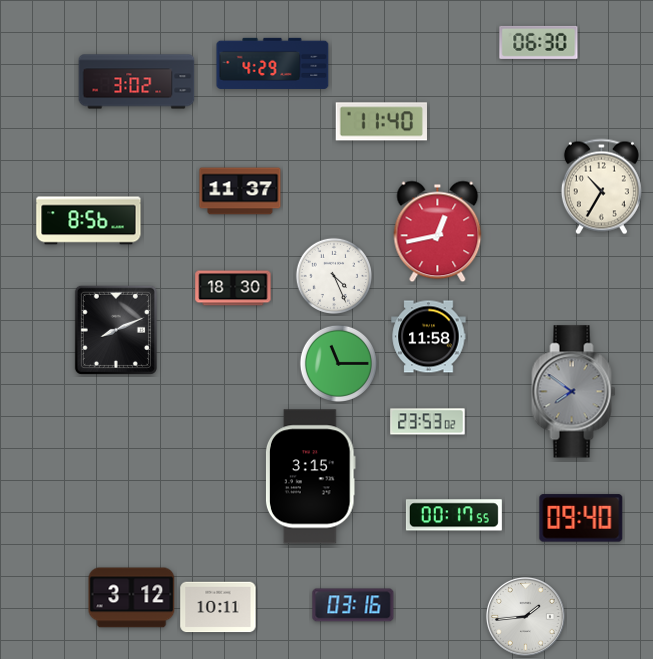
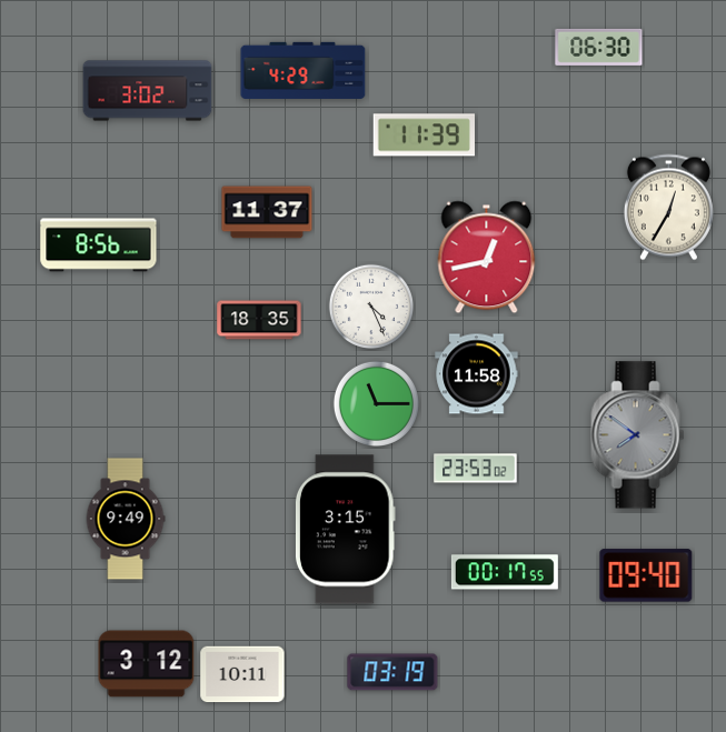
clock at (137, 82) position: (137, 82) -> (148, 91)
clock at (381, 122): 11:40 -> 11:39
clock at (601, 187): 10:35 -> 12:35
clock at (233, 288): 18:30 -> 18:35
clock at (116, 330): 8:11 -> none
clock at (126, 519): none -> 9:49
clock at (353, 605): 03:16 -> 03:19
clock at (525, 616): 1:44 -> none
